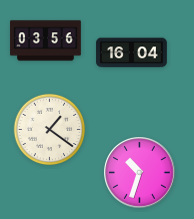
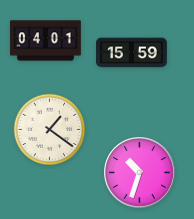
clock at (46, 41): 03:56 -> 04:01
clock at (132, 53): 16:04 -> 15:59
